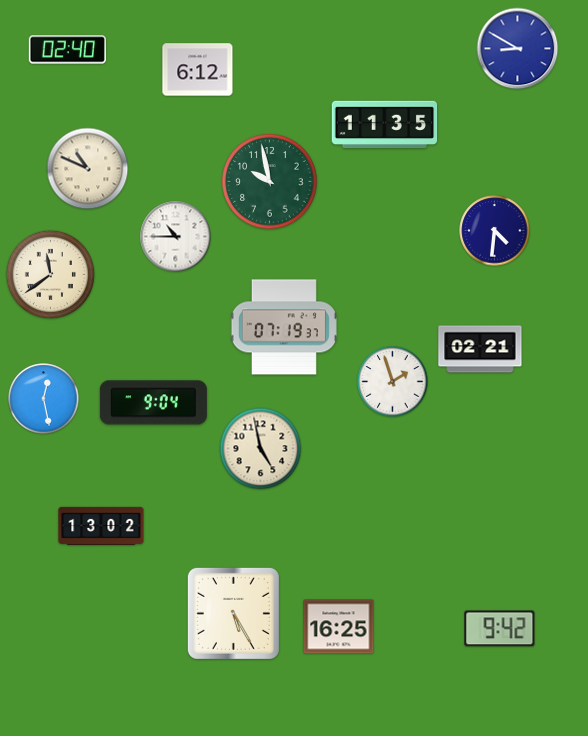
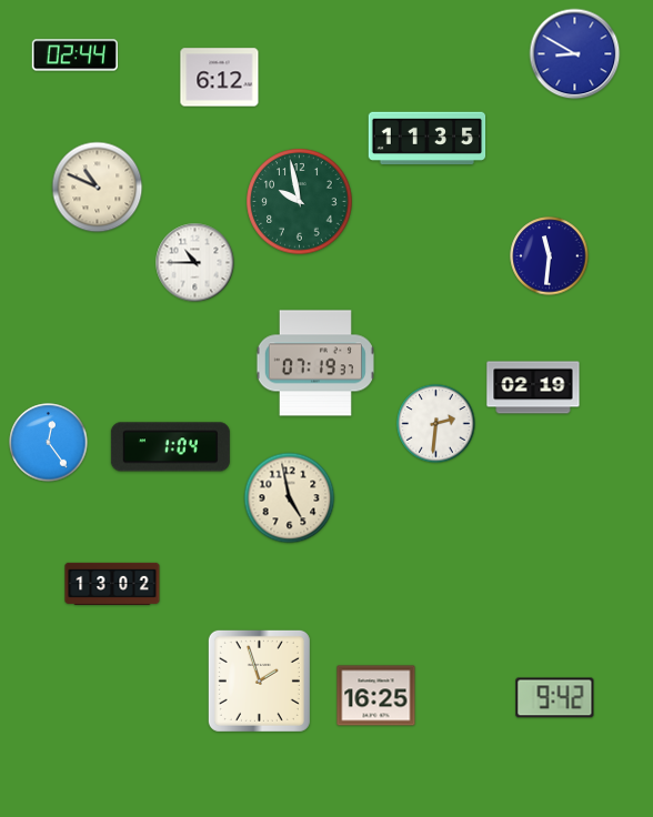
clock at (67, 50): 02:40 -> 02:44
clock at (495, 231): 4:31 -> 11:31
clock at (50, 274): 11:39 -> none
clock at (480, 349): 02:21 -> 02:19
clock at (393, 382): 1:57 -> 2:31
clock at (44, 399): 12:28 -> 12:24
clock at (153, 403): 9:04 -> 1:04
clock at (233, 613): 5:25 -> 1:57
